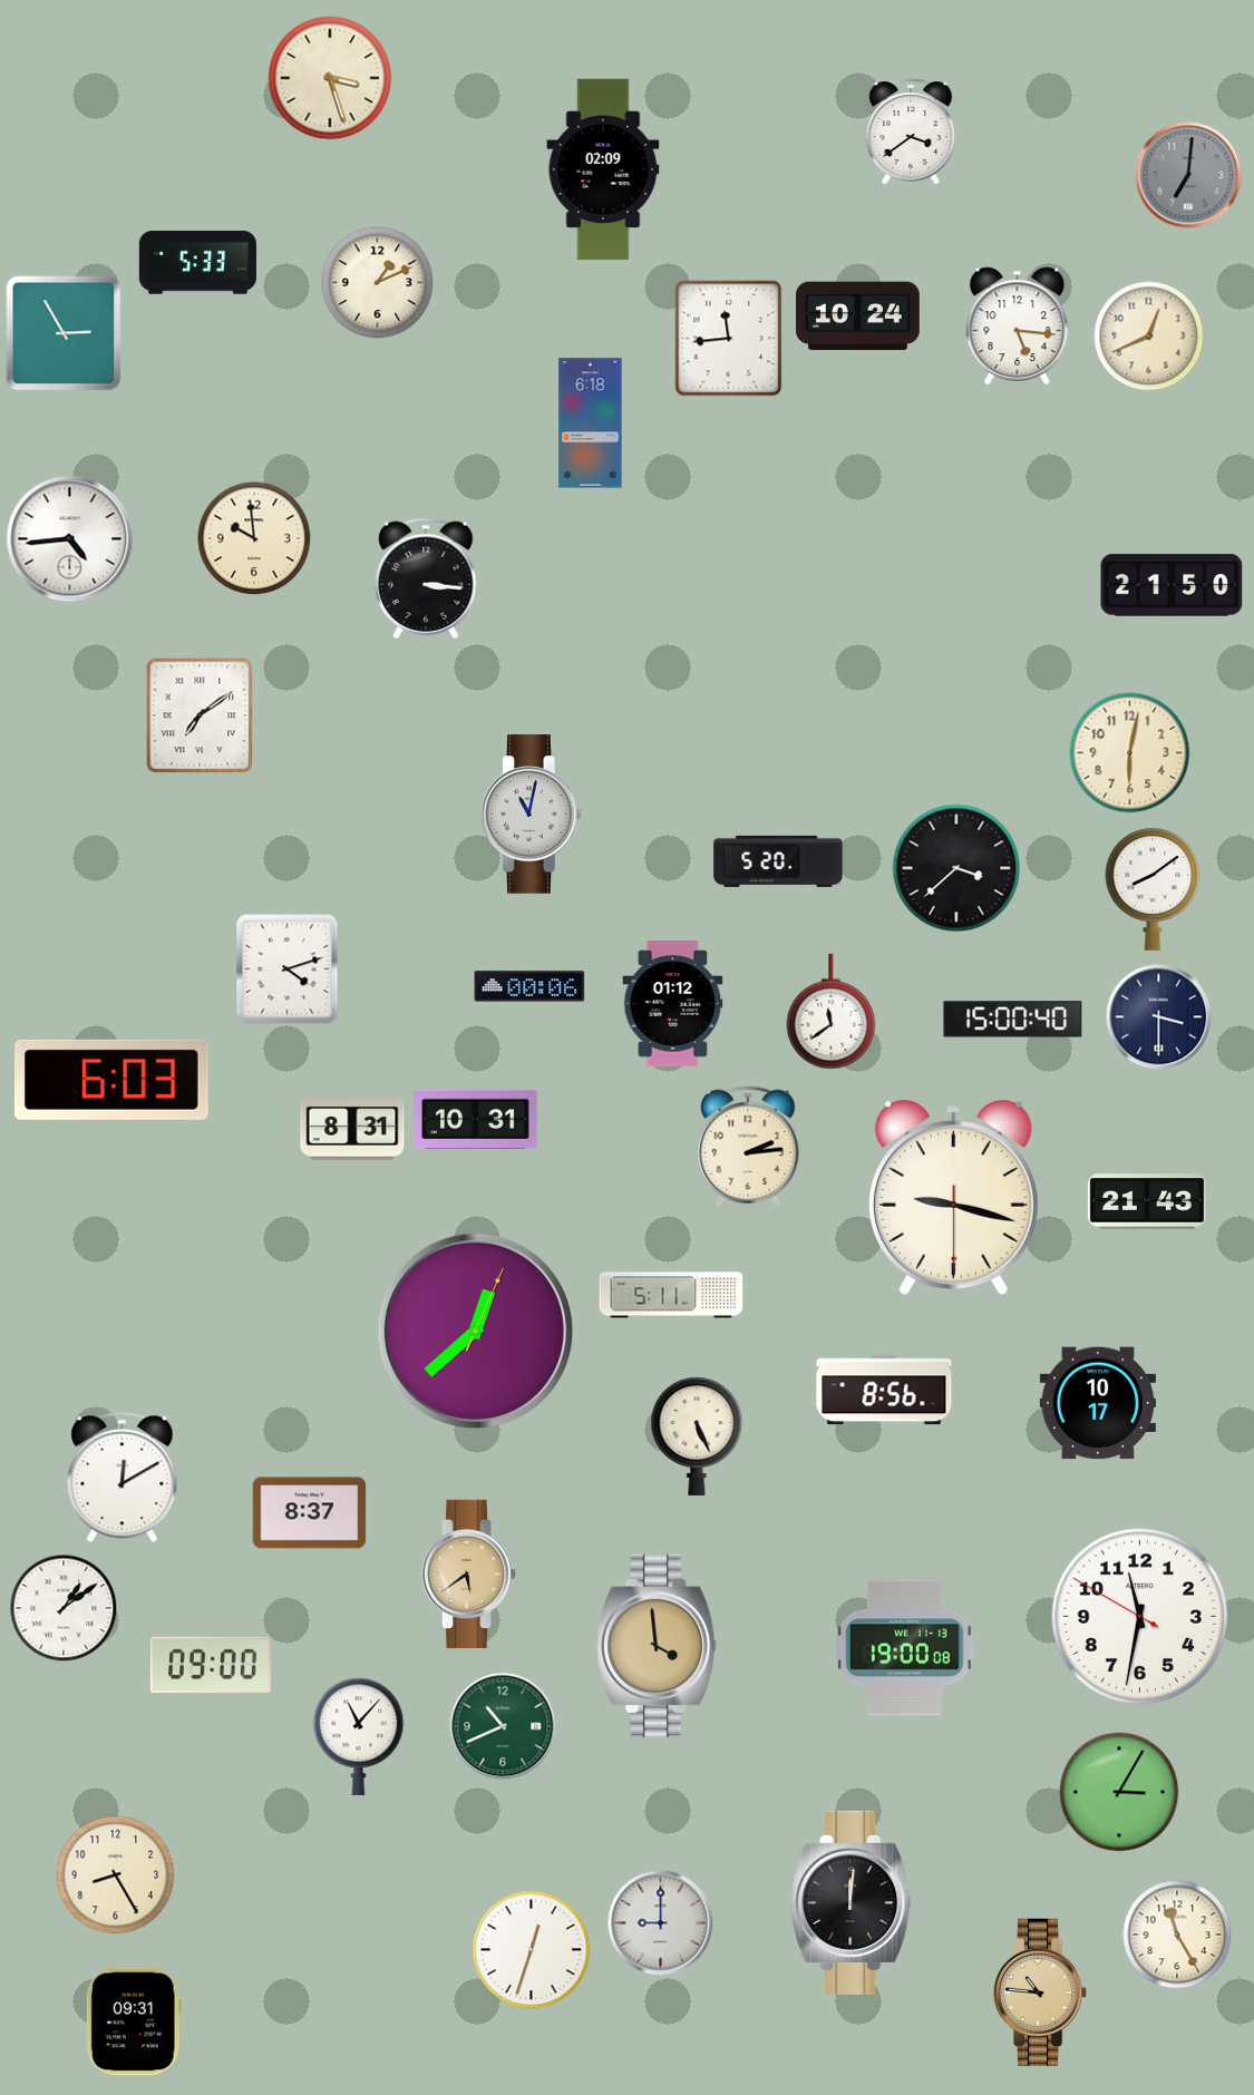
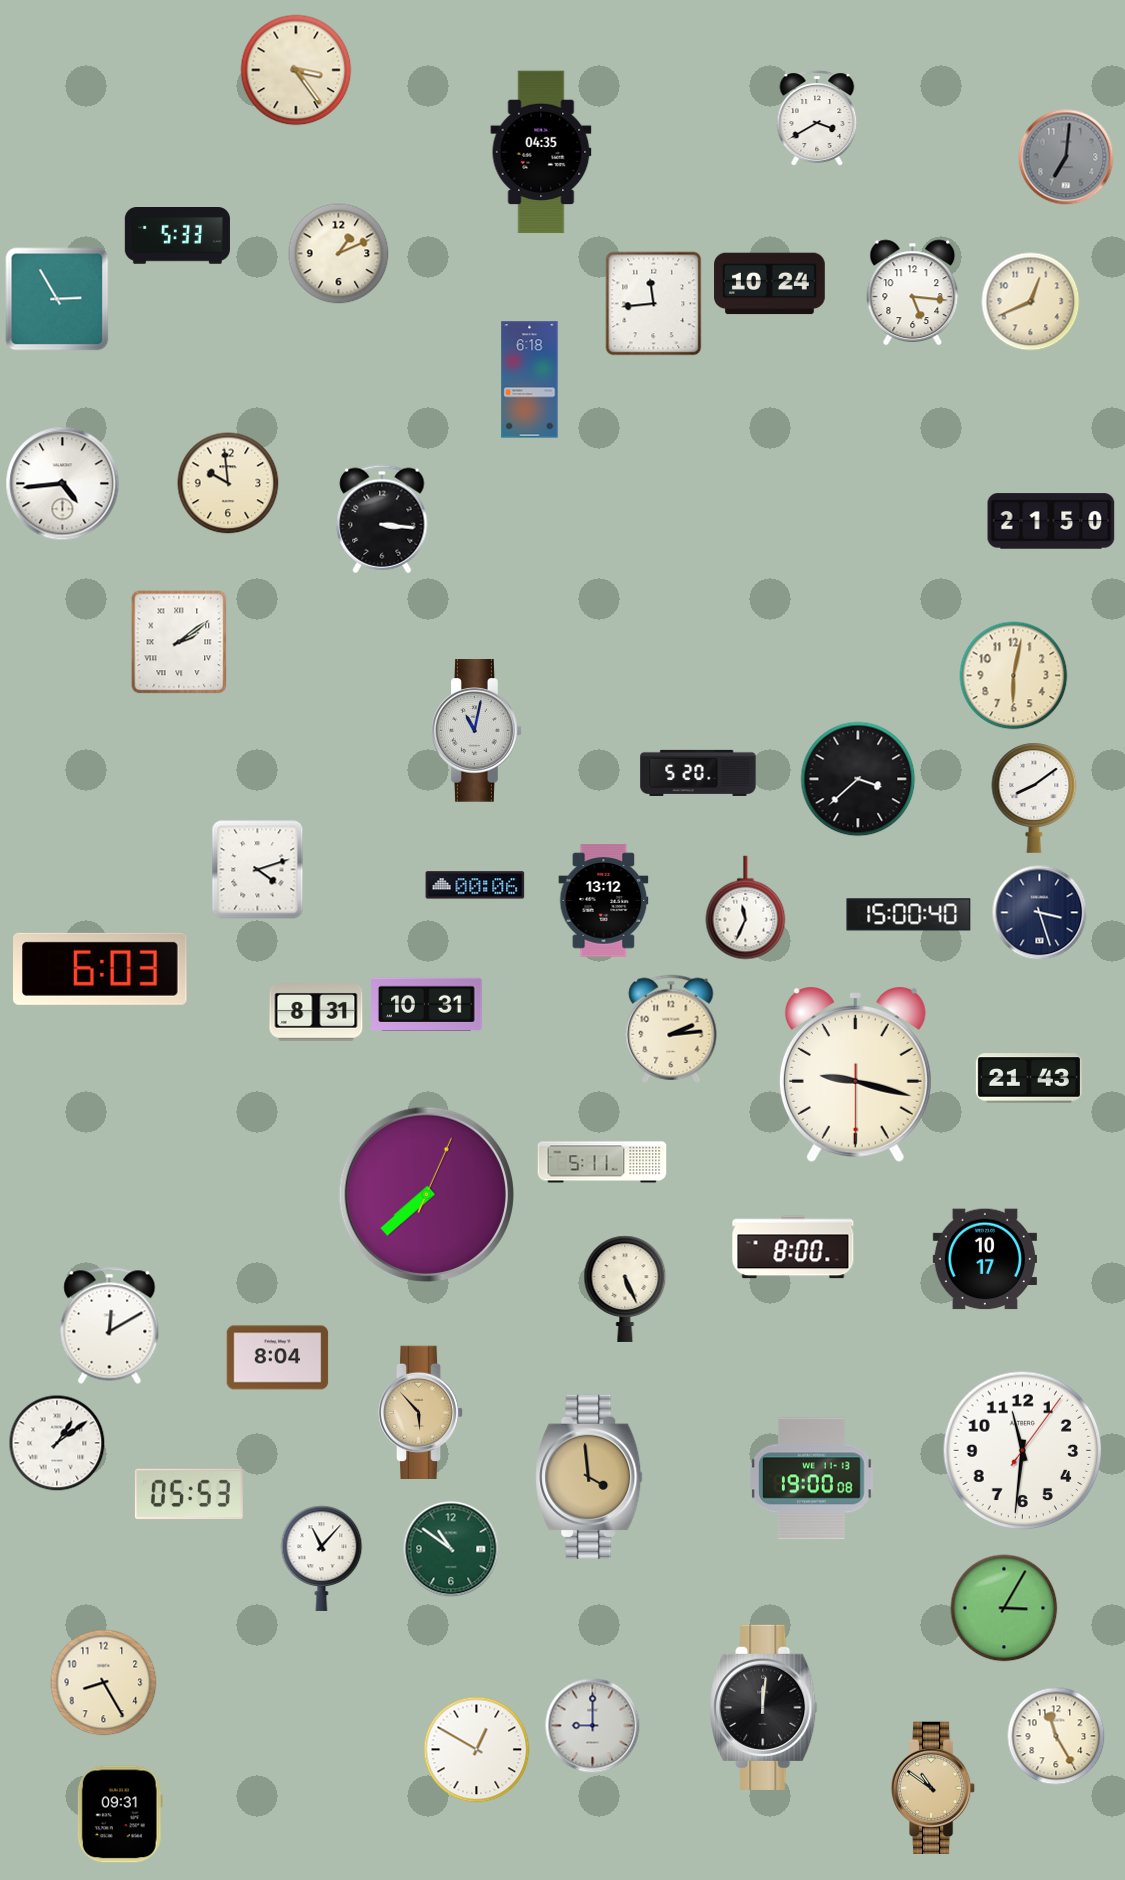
clock at (330, 78): 3:27 -> 3:24
clock at (911, 131): 3:39 -> 3:40
clock at (603, 169): 02:09 -> 04:35
clock at (1172, 585) position: (1172, 585) -> (1051, 521)
clock at (200, 715): 7:09 -> 2:09
clock at (673, 1004): 01:12 -> 13:12
clock at (832, 1012): 11:39 -> 11:34
clock at (1159, 1017): 3:30 -> 3:27
clock at (475, 1331): 12:38 -> 7:38
clock at (884, 1390): 8:56 -> 8:00
clock at (310, 1513): 8:37 -> 8:04
clock at (469, 1573): 5:39 -> 5:53
clock at (1140, 1617): 11:31:50 -> 11:31:06
clock at (211, 1665): 09:00 -> 05:53
clock at (503, 1726): 10:41 -> 10:51
clock at (532, 1950): 12:33 -> 12:50
clock at (1040, 1992): 10:46 -> 10:51
